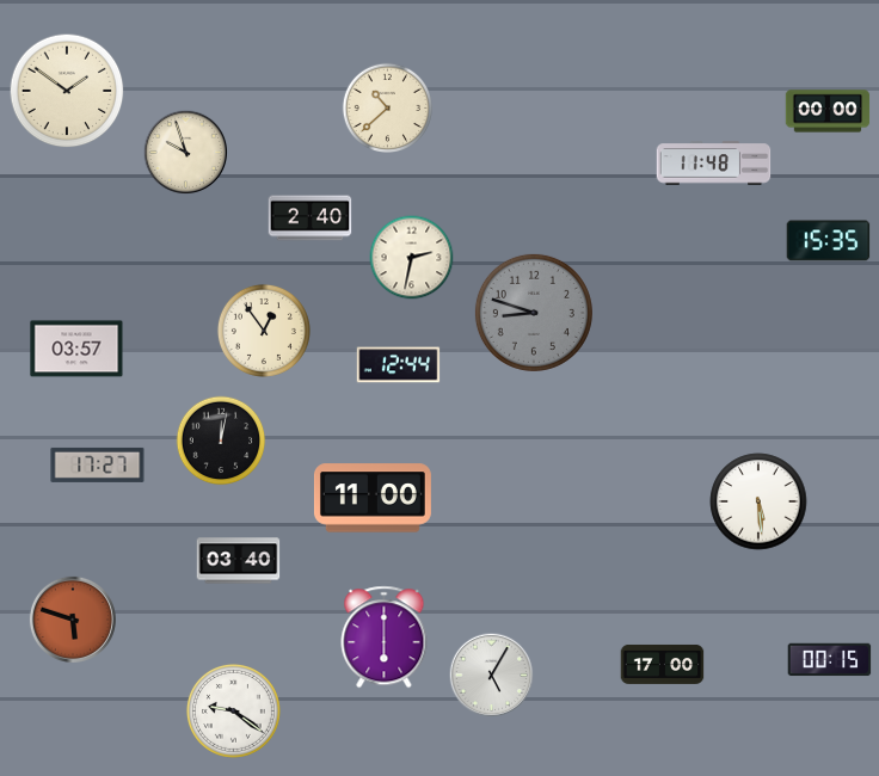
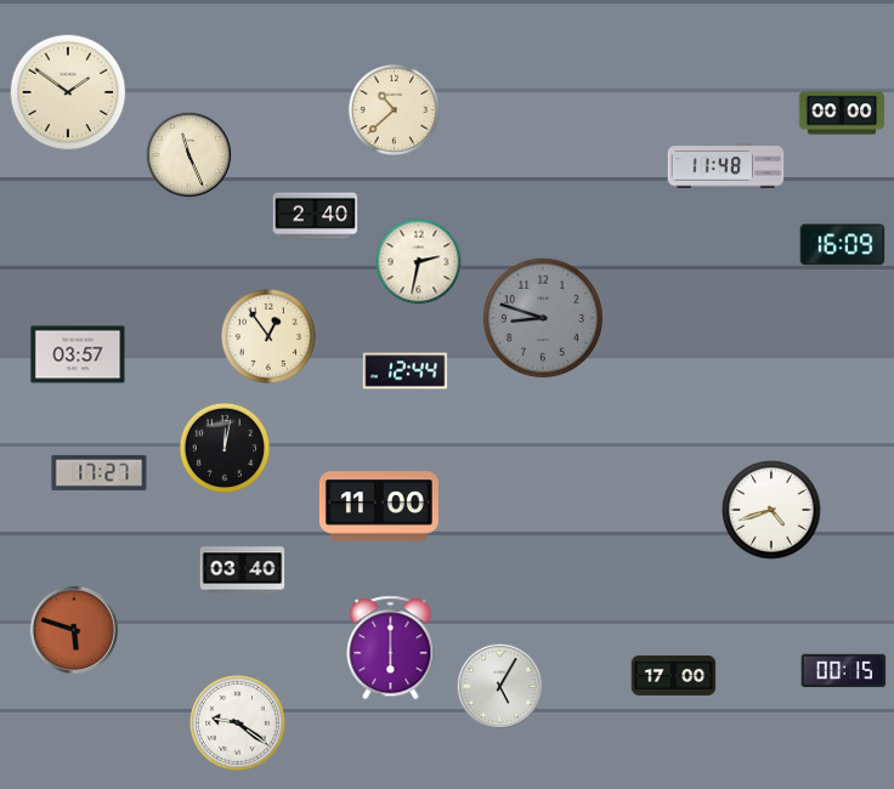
clock at (186, 153): 9:57 -> 11:26
clock at (311, 218) position: (311, 218) -> (316, 216)
clock at (829, 241): 15:35 -> 16:09
clock at (758, 501): 5:29 -> 4:42
